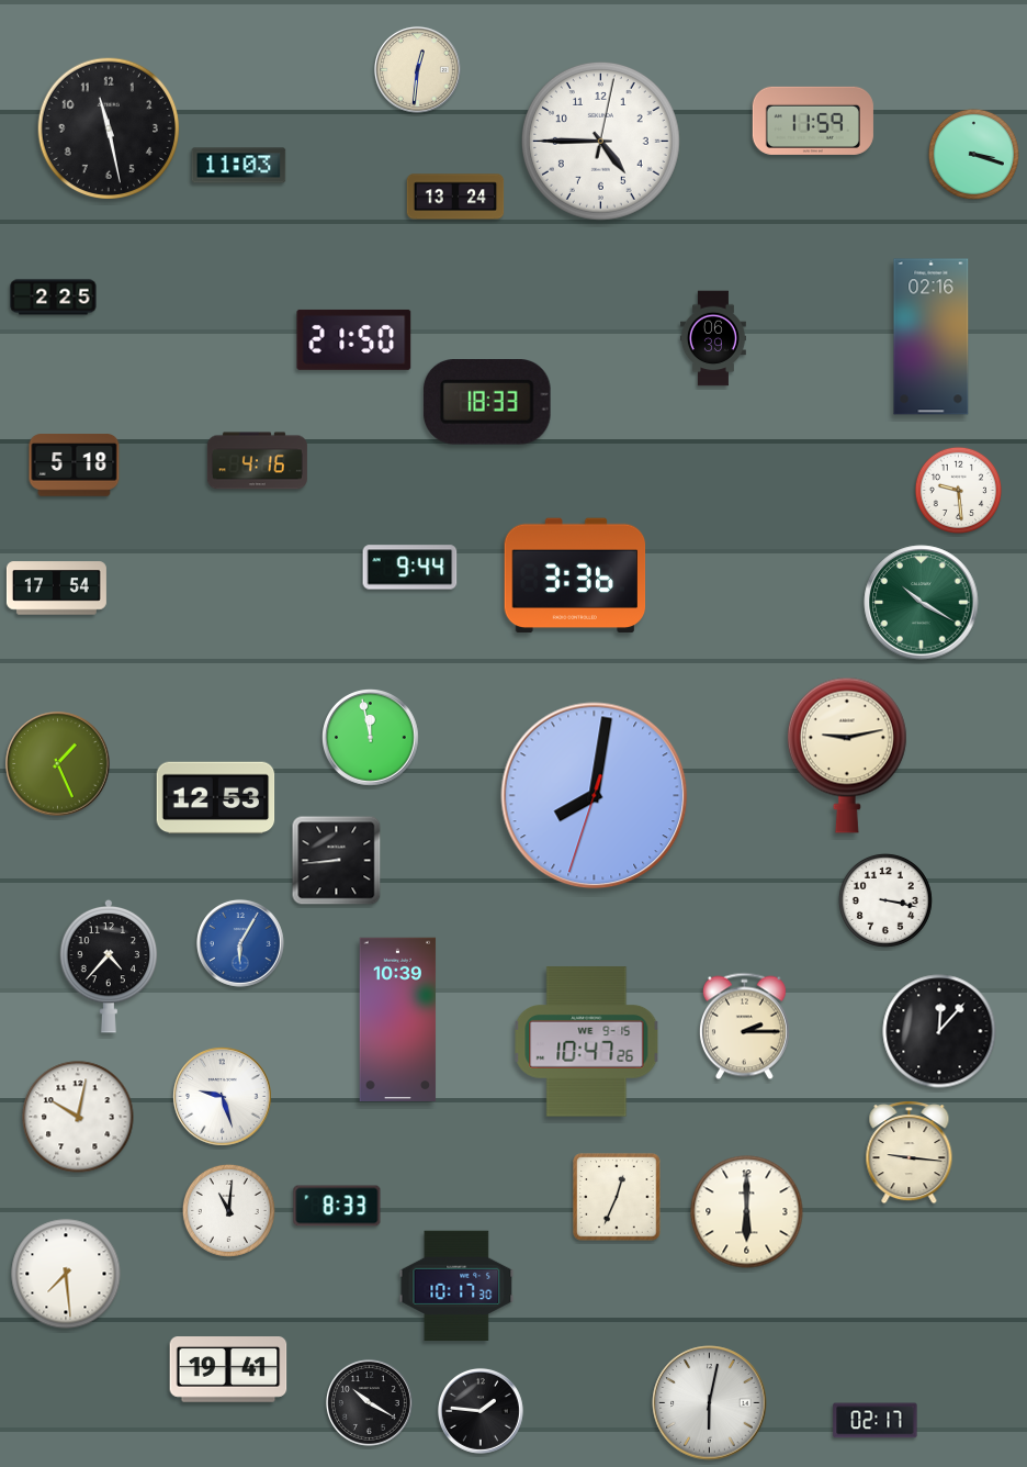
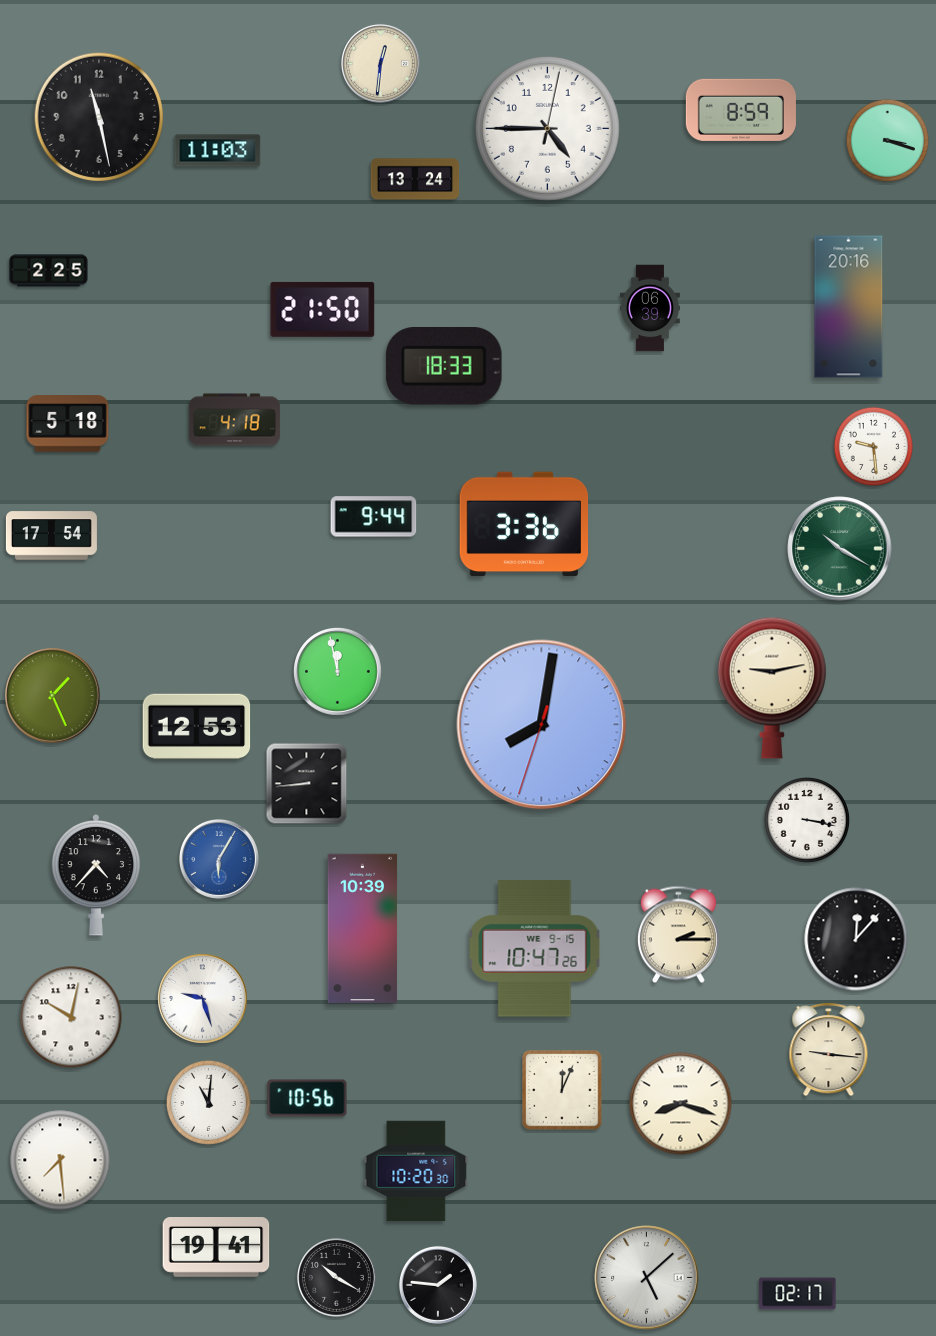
clock at (813, 121): 11:59 -> 8:59
clock at (932, 337): 02:16 -> 20:16
clock at (257, 461): 4:16 -> 4:18
clock at (109, 966) position: (109, 966) -> (96, 875)
clock at (617, 1197): 12:34 -> 12:04
clock at (337, 1206): 8:33 -> 10:56
clock at (747, 1212): 6:00 -> 8:18
clock at (456, 1285): 10:17 -> 10:20
clock at (228, 1370) position: (228, 1370) -> (216, 1248)
clock at (710, 1403): 6:02 -> 5:08
